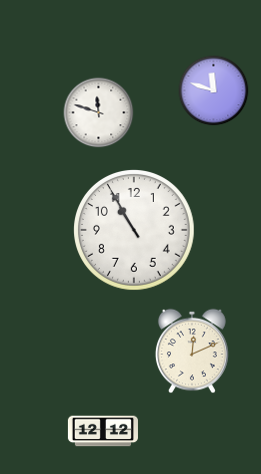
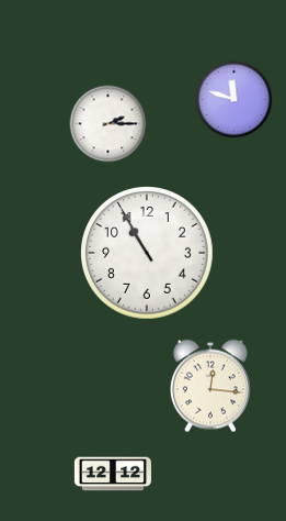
clock at (99, 113): 11:48 -> 2:15
clock at (192, 351): 12:11 -> 12:16
